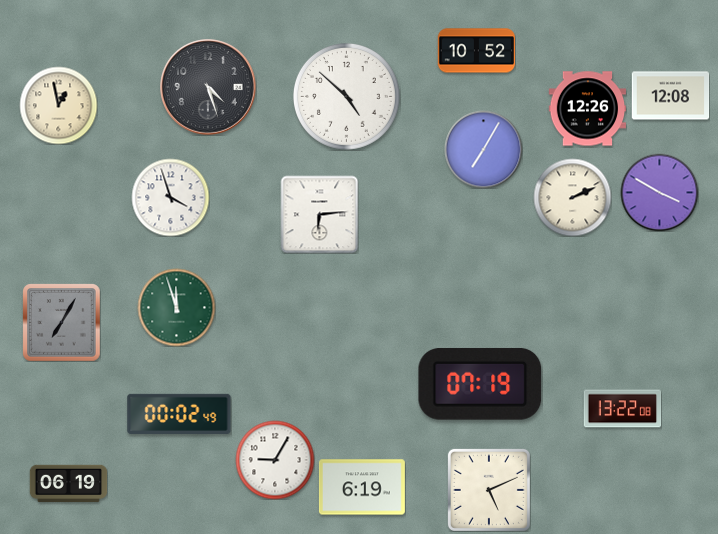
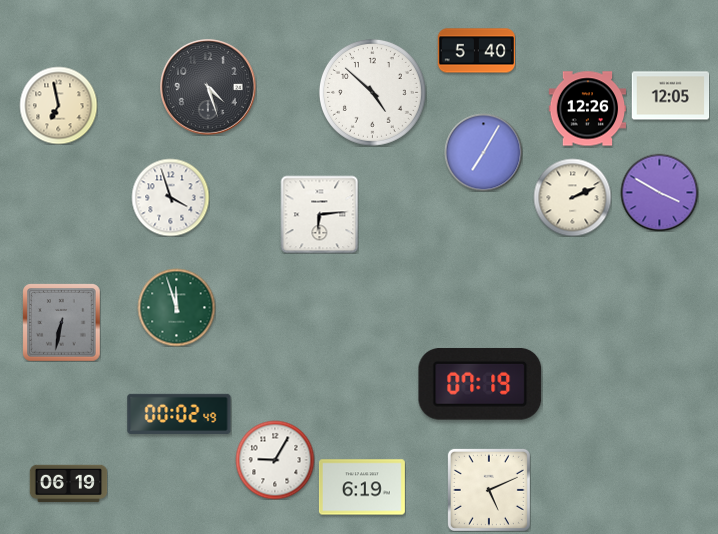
clock at (476, 51): 10:52 -> 5:40
clock at (346, 96) position: (346, 96) -> (372, 92)
clock at (670, 96): 12:08 -> 12:05
clock at (58, 105): 12:58 -> 6:58
clock at (483, 149) position: (483, 149) -> (483, 152)
clock at (61, 322): 7:05 -> 6:32
clock at (622, 409): 13:22 -> none
